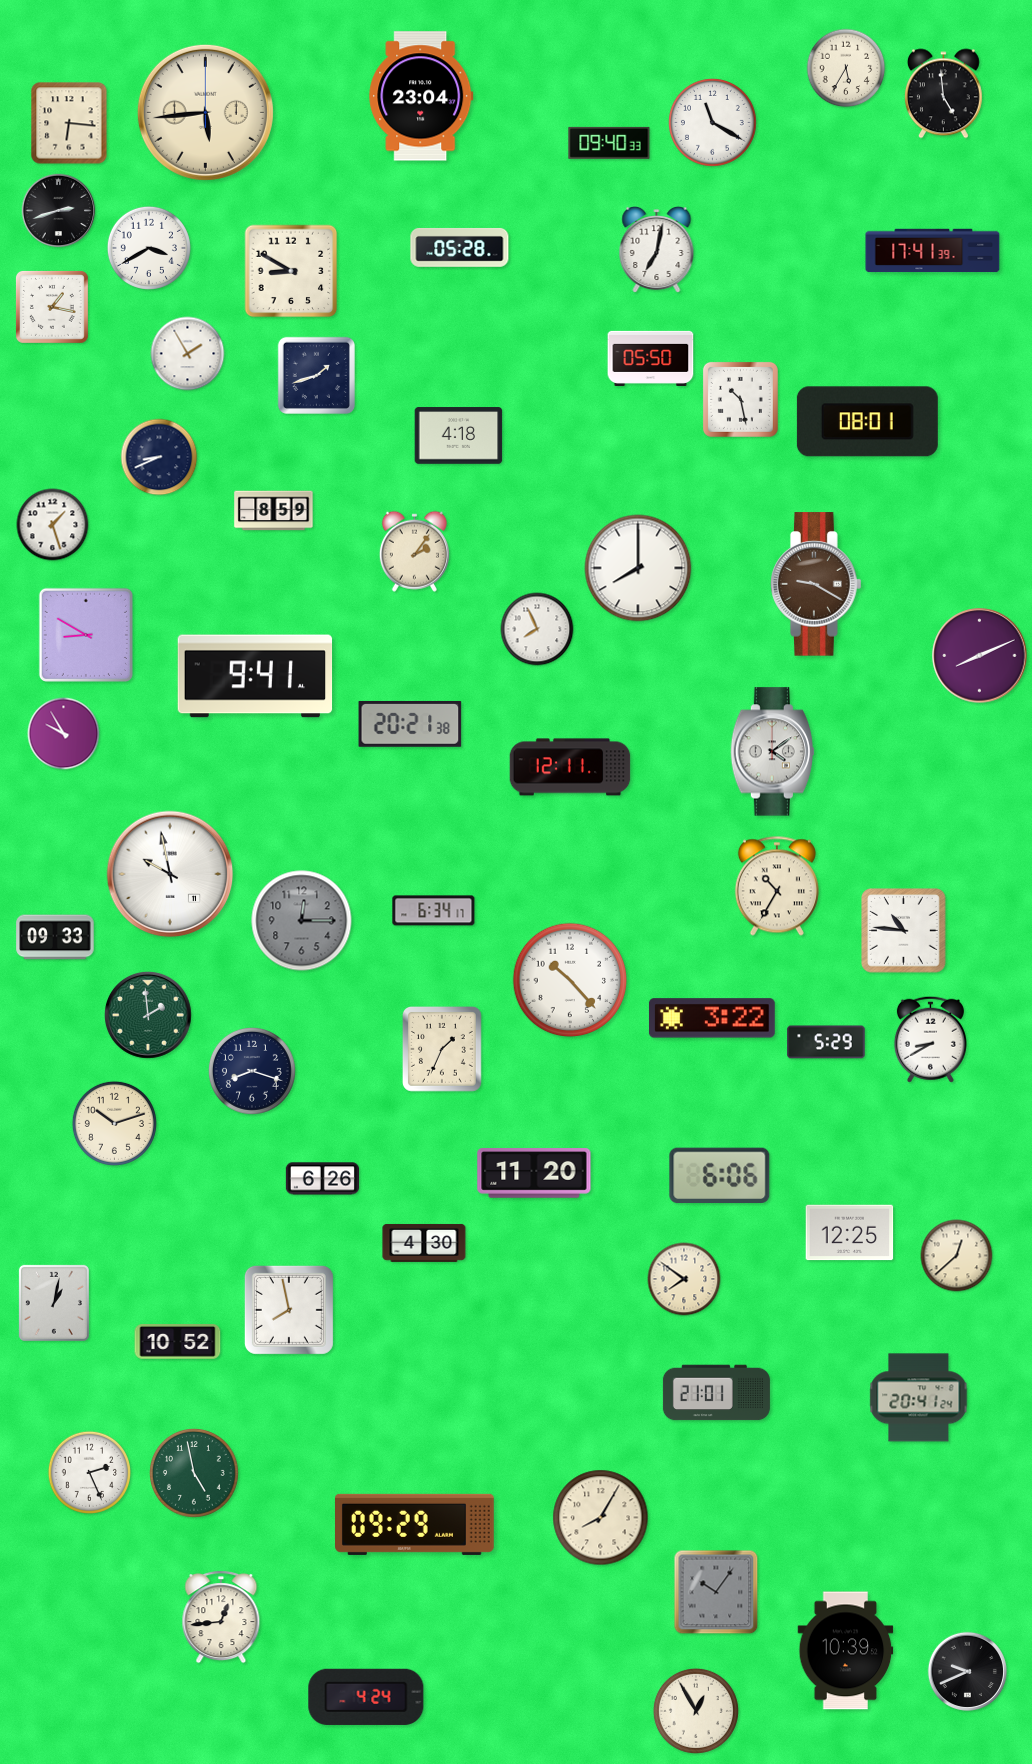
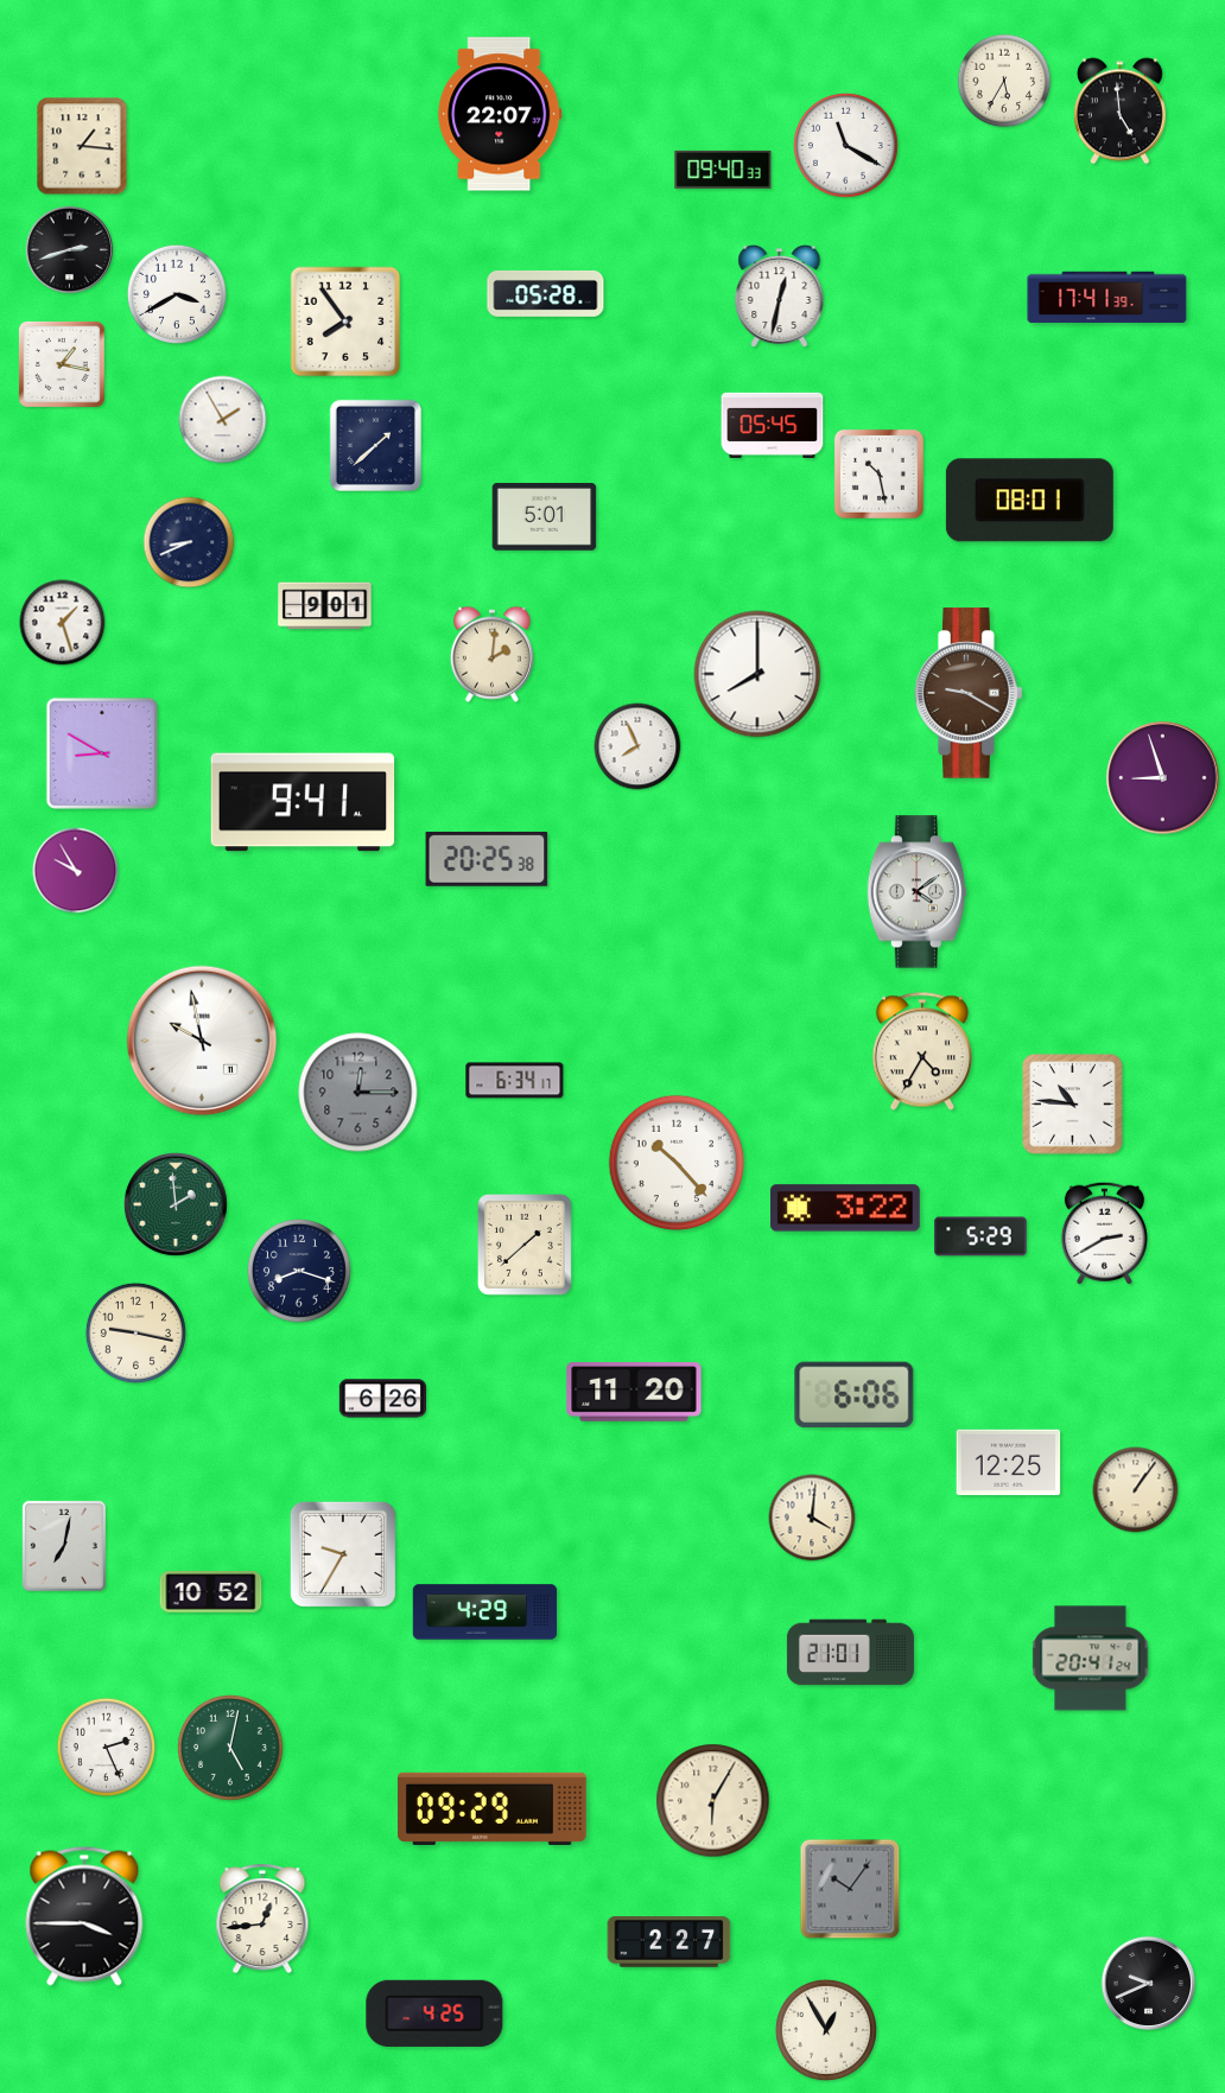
clock at (421, 96): 23:04 -> 22:07
clock at (205, 112): 5:44 -> none
clock at (69, 123): 6:16 -> 1:16
clock at (657, 250): 7:02 -> 12:32
clock at (291, 271): 8:50 -> 7:54
clock at (651, 358): 05:50 -> 05:45
clock at (316, 375): 1:42 -> 1:38
clock at (459, 436): 4:18 -> 5:01
clock at (274, 511): 8:59 -> 9:01
clock at (414, 551): 2:06 -> 2:01
clock at (980, 656): 8:11 -> 8:57
clock at (410, 724): 20:21 -> 20:25
clock at (570, 767): 12:11 -> none
clock at (170, 874) position: (170, 874) -> (202, 1041)
clock at (777, 886): 10:35 -> 4:35
clock at (55, 937): 09:33 -> none
clock at (930, 1039): 8:40 -> 2:40
clock at (442, 1050): 1:34 -> 1:38
clock at (114, 1123): 10:12 -> 9:17
clock at (424, 1243): 4:30 -> none
clock at (957, 1256): 12:38 -> 1:06
clock at (684, 1279): 7:51 -> 4:01
clock at (54, 1303): 1:02 -> 7:02
clock at (289, 1310): 7:58 -> 9:35
clock at (485, 1612): none -> 4:29
clock at (195, 1474): 4:58 -> 5:02
clock at (601, 1518): 8:05 -> 6:05
clock at (84, 1916): none -> 3:45
clock at (669, 1942): none -> 2:27
clock at (846, 1651): 10:39 -> none
clock at (366, 1697): 4:24 -> 4:25
